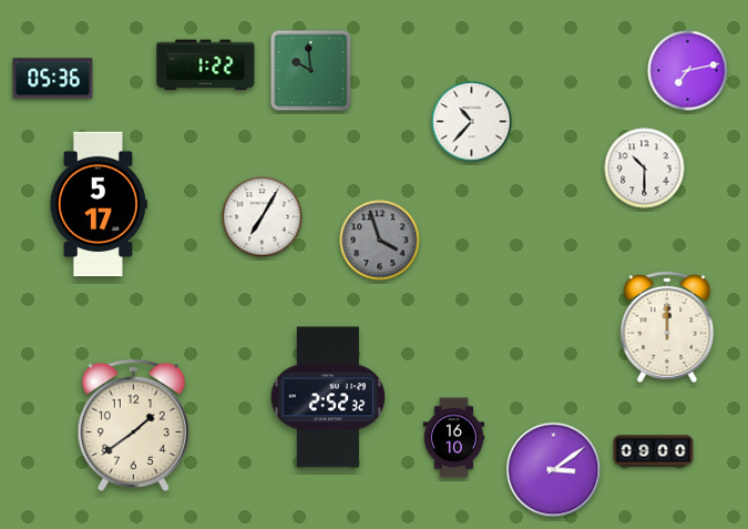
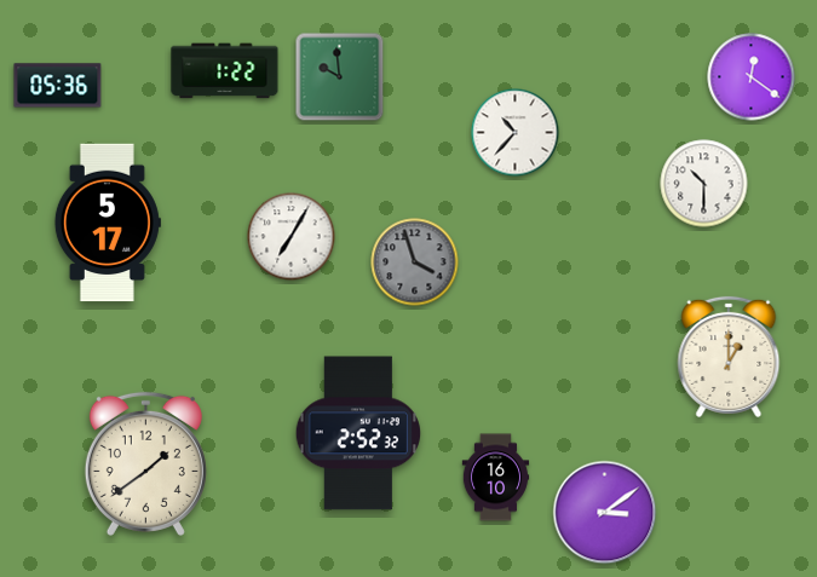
clock at (688, 71): 7:13 -> 12:21
clock at (263, 217) position: (263, 217) -> (292, 237)
clock at (667, 327): 12:00 -> 1:00
clock at (654, 451): 09:00 -> none
